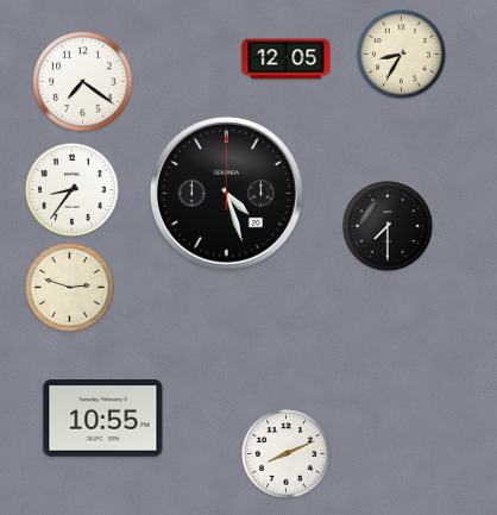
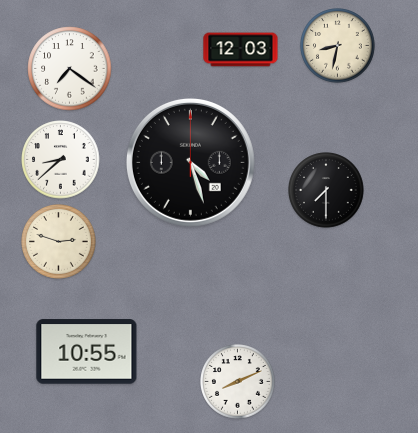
clock at (402, 55): 8:35 -> 8:32
clock at (287, 59): 12:05 -> 12:03
clock at (73, 190): 8:36 -> 8:38
clock at (287, 454) position: (287, 454) -> (238, 382)
